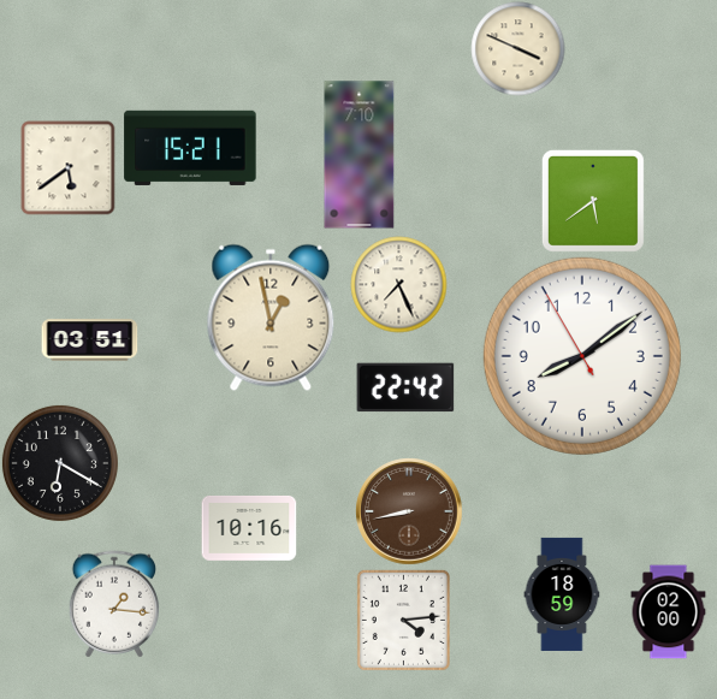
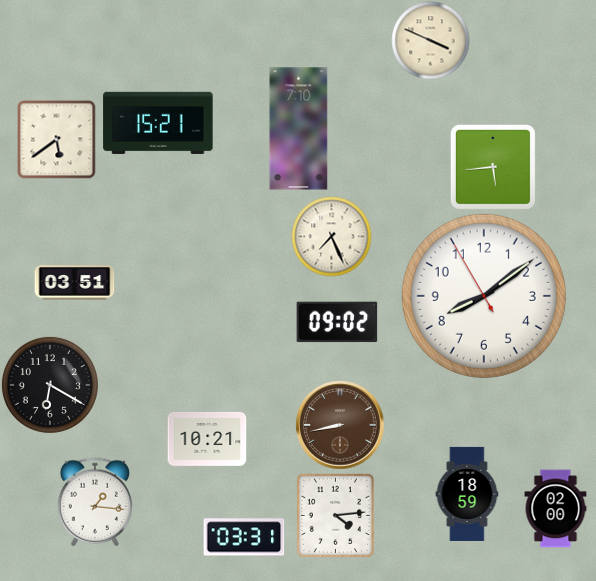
clock at (593, 201): 5:39 -> 5:44
clock at (271, 318): 12:58 -> none
clock at (405, 387): 22:42 -> 09:02
clock at (249, 528): 10:16 -> 10:21
clock at (244, 537): none -> 03:31
